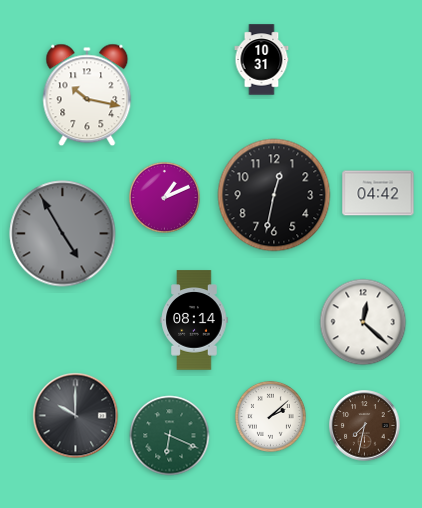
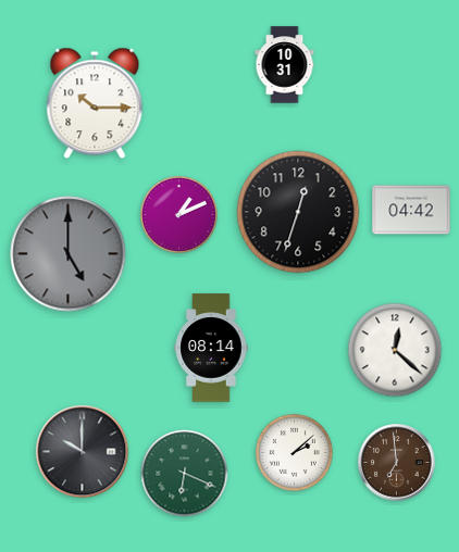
clock at (87, 95): 10:17 -> 10:15
clock at (274, 195): 12:32 -> 12:33
clock at (63, 234): 4:55 -> 5:00
clock at (365, 426): 7:32 -> 6:59
